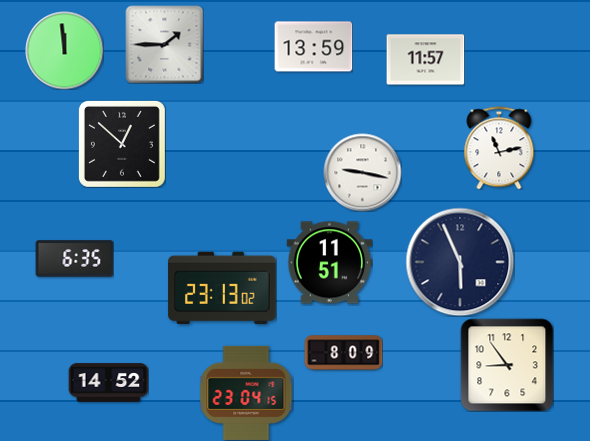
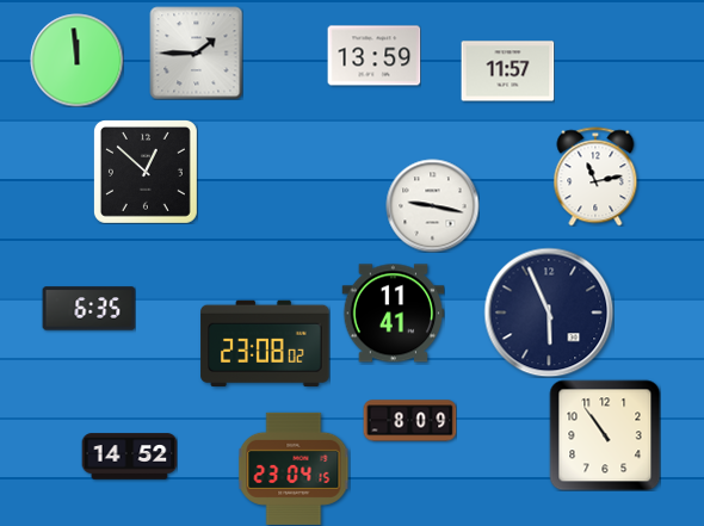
clock at (329, 263): 11:51 -> 11:41
clock at (222, 287): 23:13 -> 23:08
clock at (507, 365): 8:54 -> 10:54
